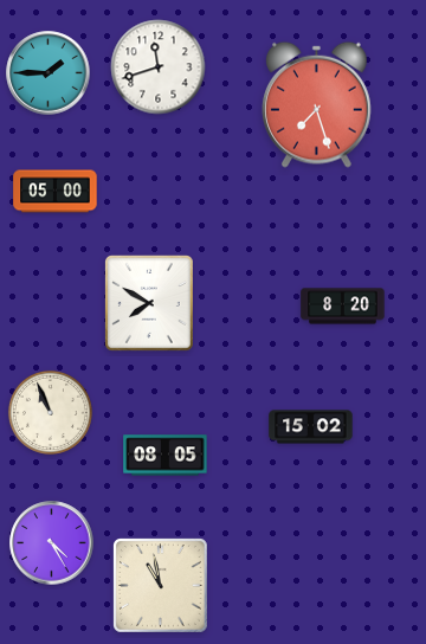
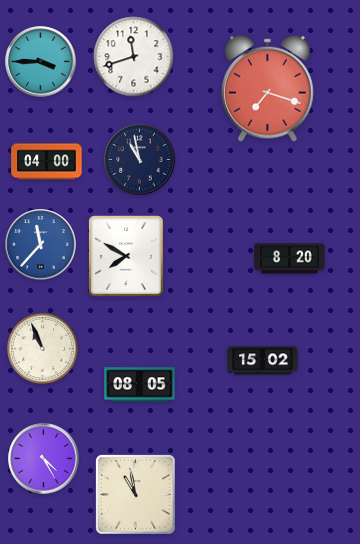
clock at (49, 73): 1:45 -> 3:45
clock at (317, 104): 7:27 -> 7:18
clock at (140, 160): none -> 10:58
clock at (56, 192): 05:00 -> 04:00
clock at (41, 245): none -> 11:37
